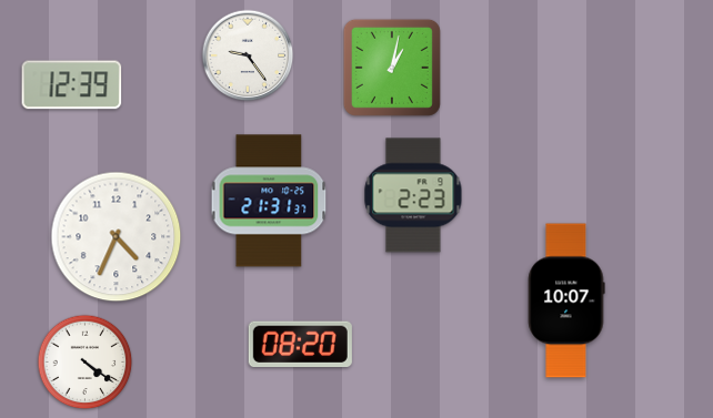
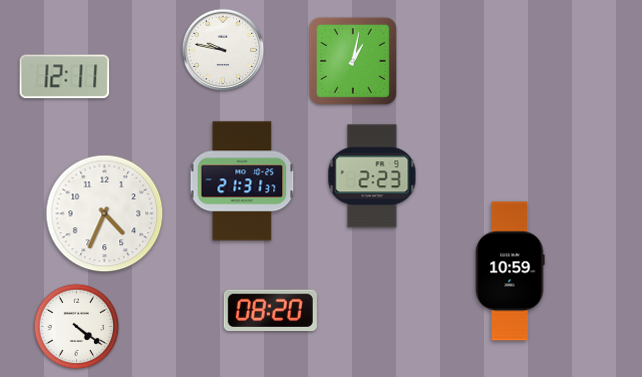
clock at (248, 55): 9:24 -> 9:47
clock at (72, 85): 12:39 -> 12:11
clock at (566, 300): 10:07 -> 10:59
